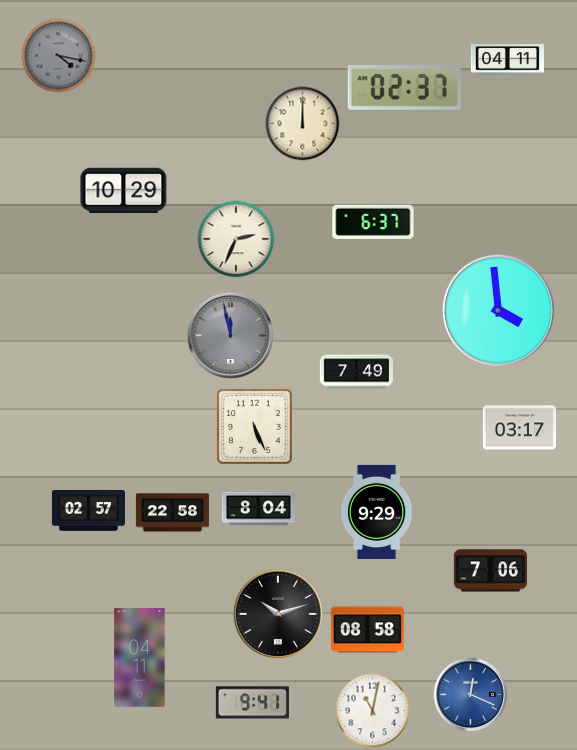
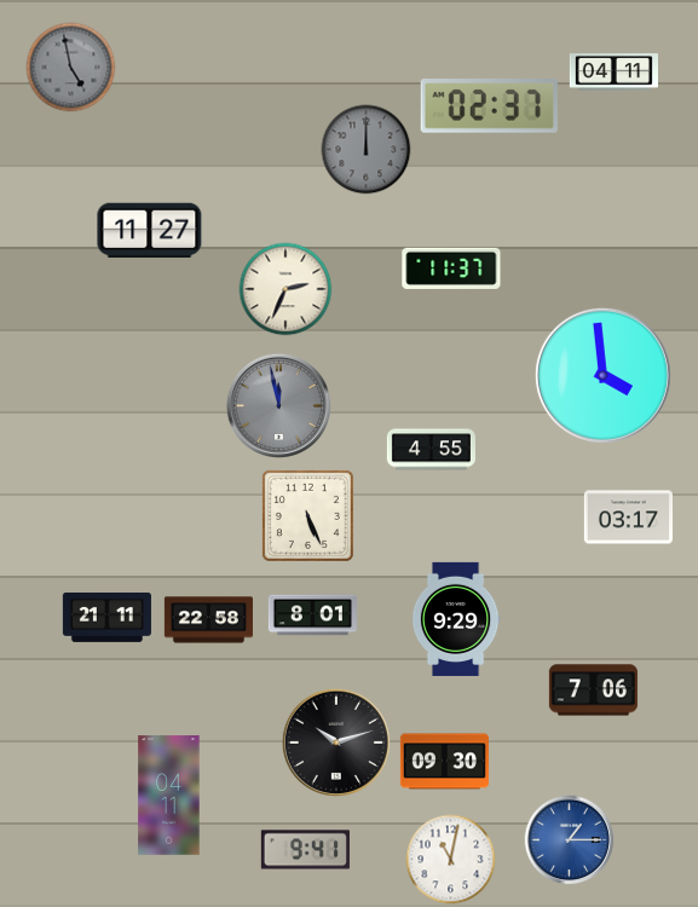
clock at (59, 56): 4:17 -> 4:58
clock at (303, 124) dial: cream -> grey
clock at (124, 191): 10:29 -> 11:27
clock at (373, 222): 6:37 -> 11:37
clock at (356, 372): 7:49 -> 4:55
clock at (258, 509): 8:04 -> 8:01
clock at (88, 510): 02:57 -> 21:11
clock at (367, 630): 08:58 -> 09:30
clock at (471, 695): 12:19 -> 1:15
